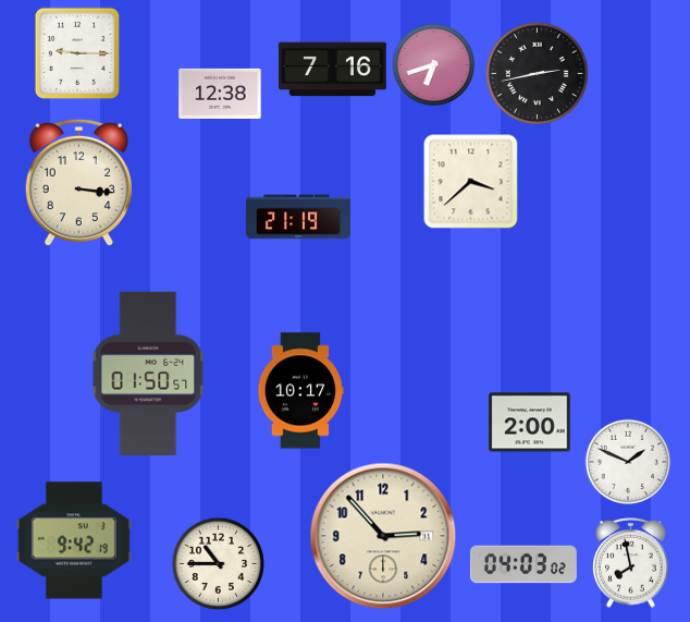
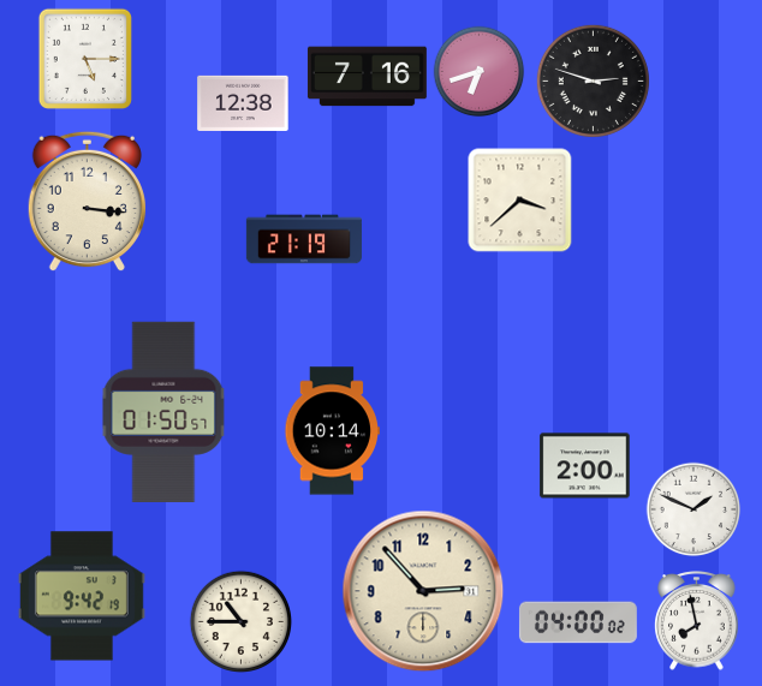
clock at (77, 53): 9:15 -> 5:15
clock at (537, 73): 2:43 -> 2:48
clock at (298, 217) position: (298, 217) -> (304, 239)
clock at (301, 391): 10:17 -> 10:14
clock at (523, 564): 04:03 -> 04:00
